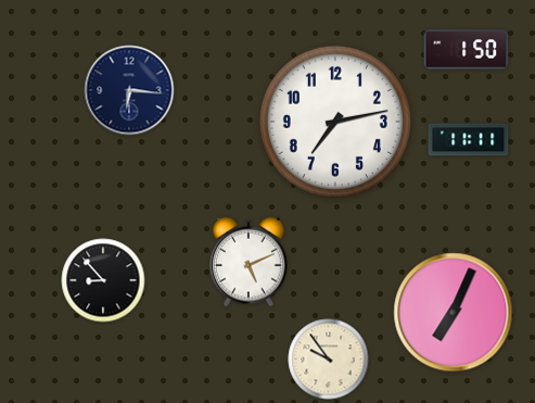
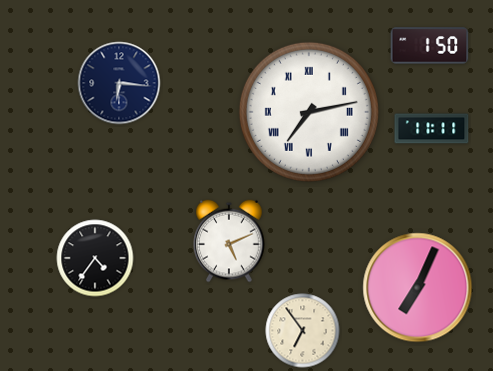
clock at (335, 122) numerals: Arabic -> Roman
clock at (103, 280): 8:53 -> 4:36
clock at (329, 360): 9:54 -> 6:54
